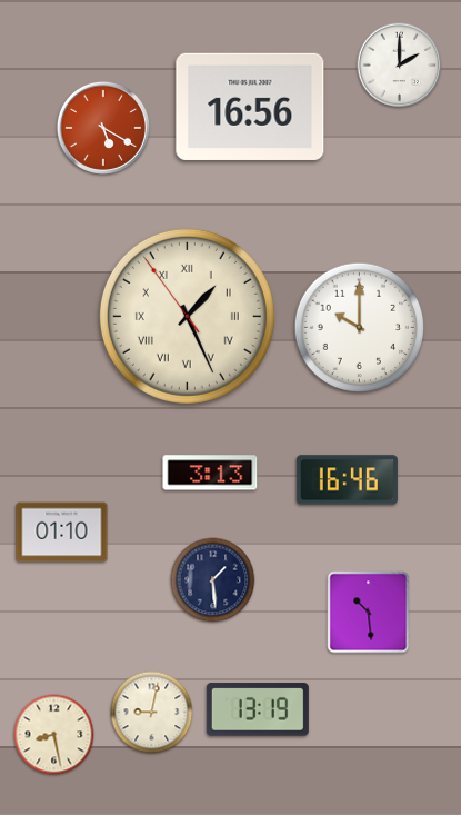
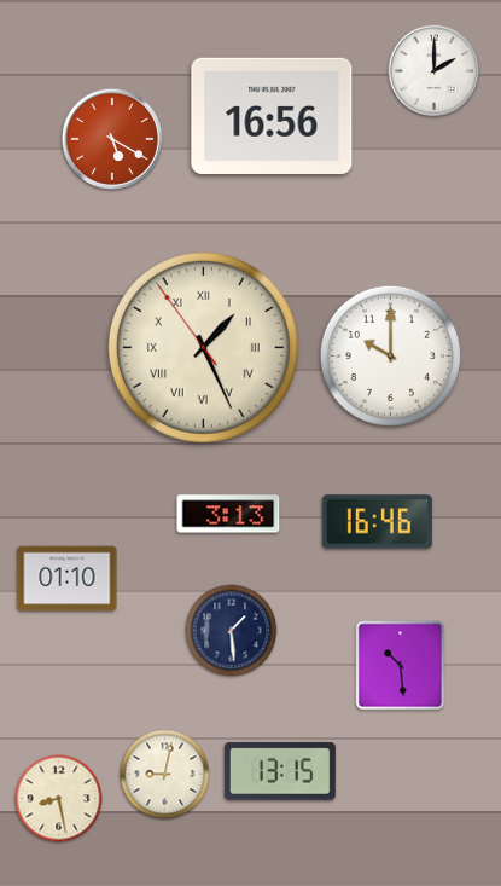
clock at (187, 316) position: (187, 316) -> (203, 347)
clock at (258, 709): 13:19 -> 13:15
